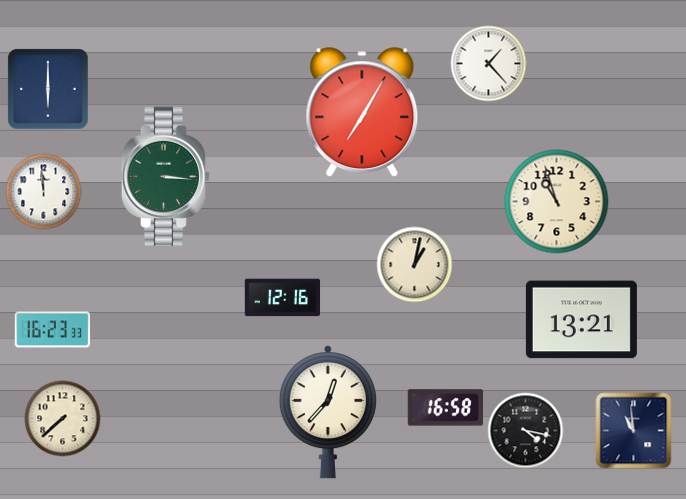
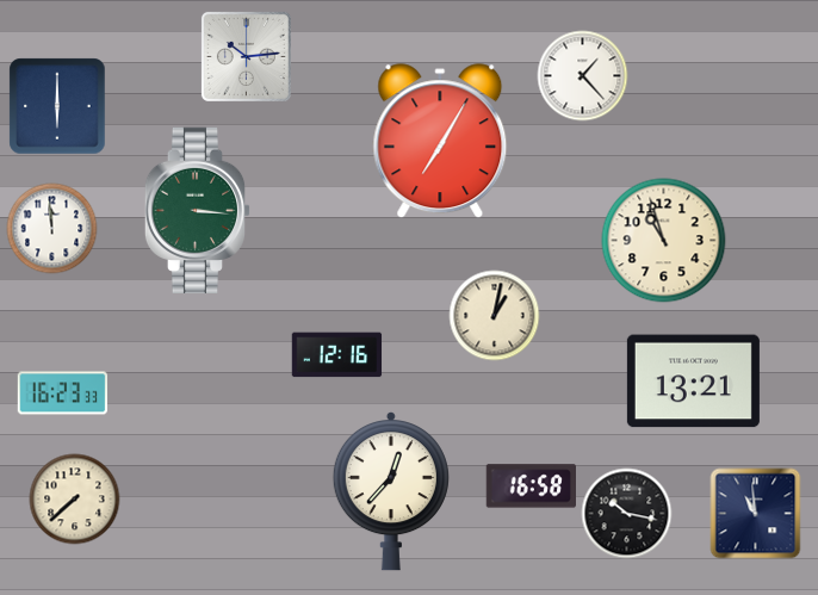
clock at (246, 56): none -> 10:14
clock at (362, 113) position: (362, 113) -> (440, 142)
clock at (526, 431): 4:17 -> 10:17
